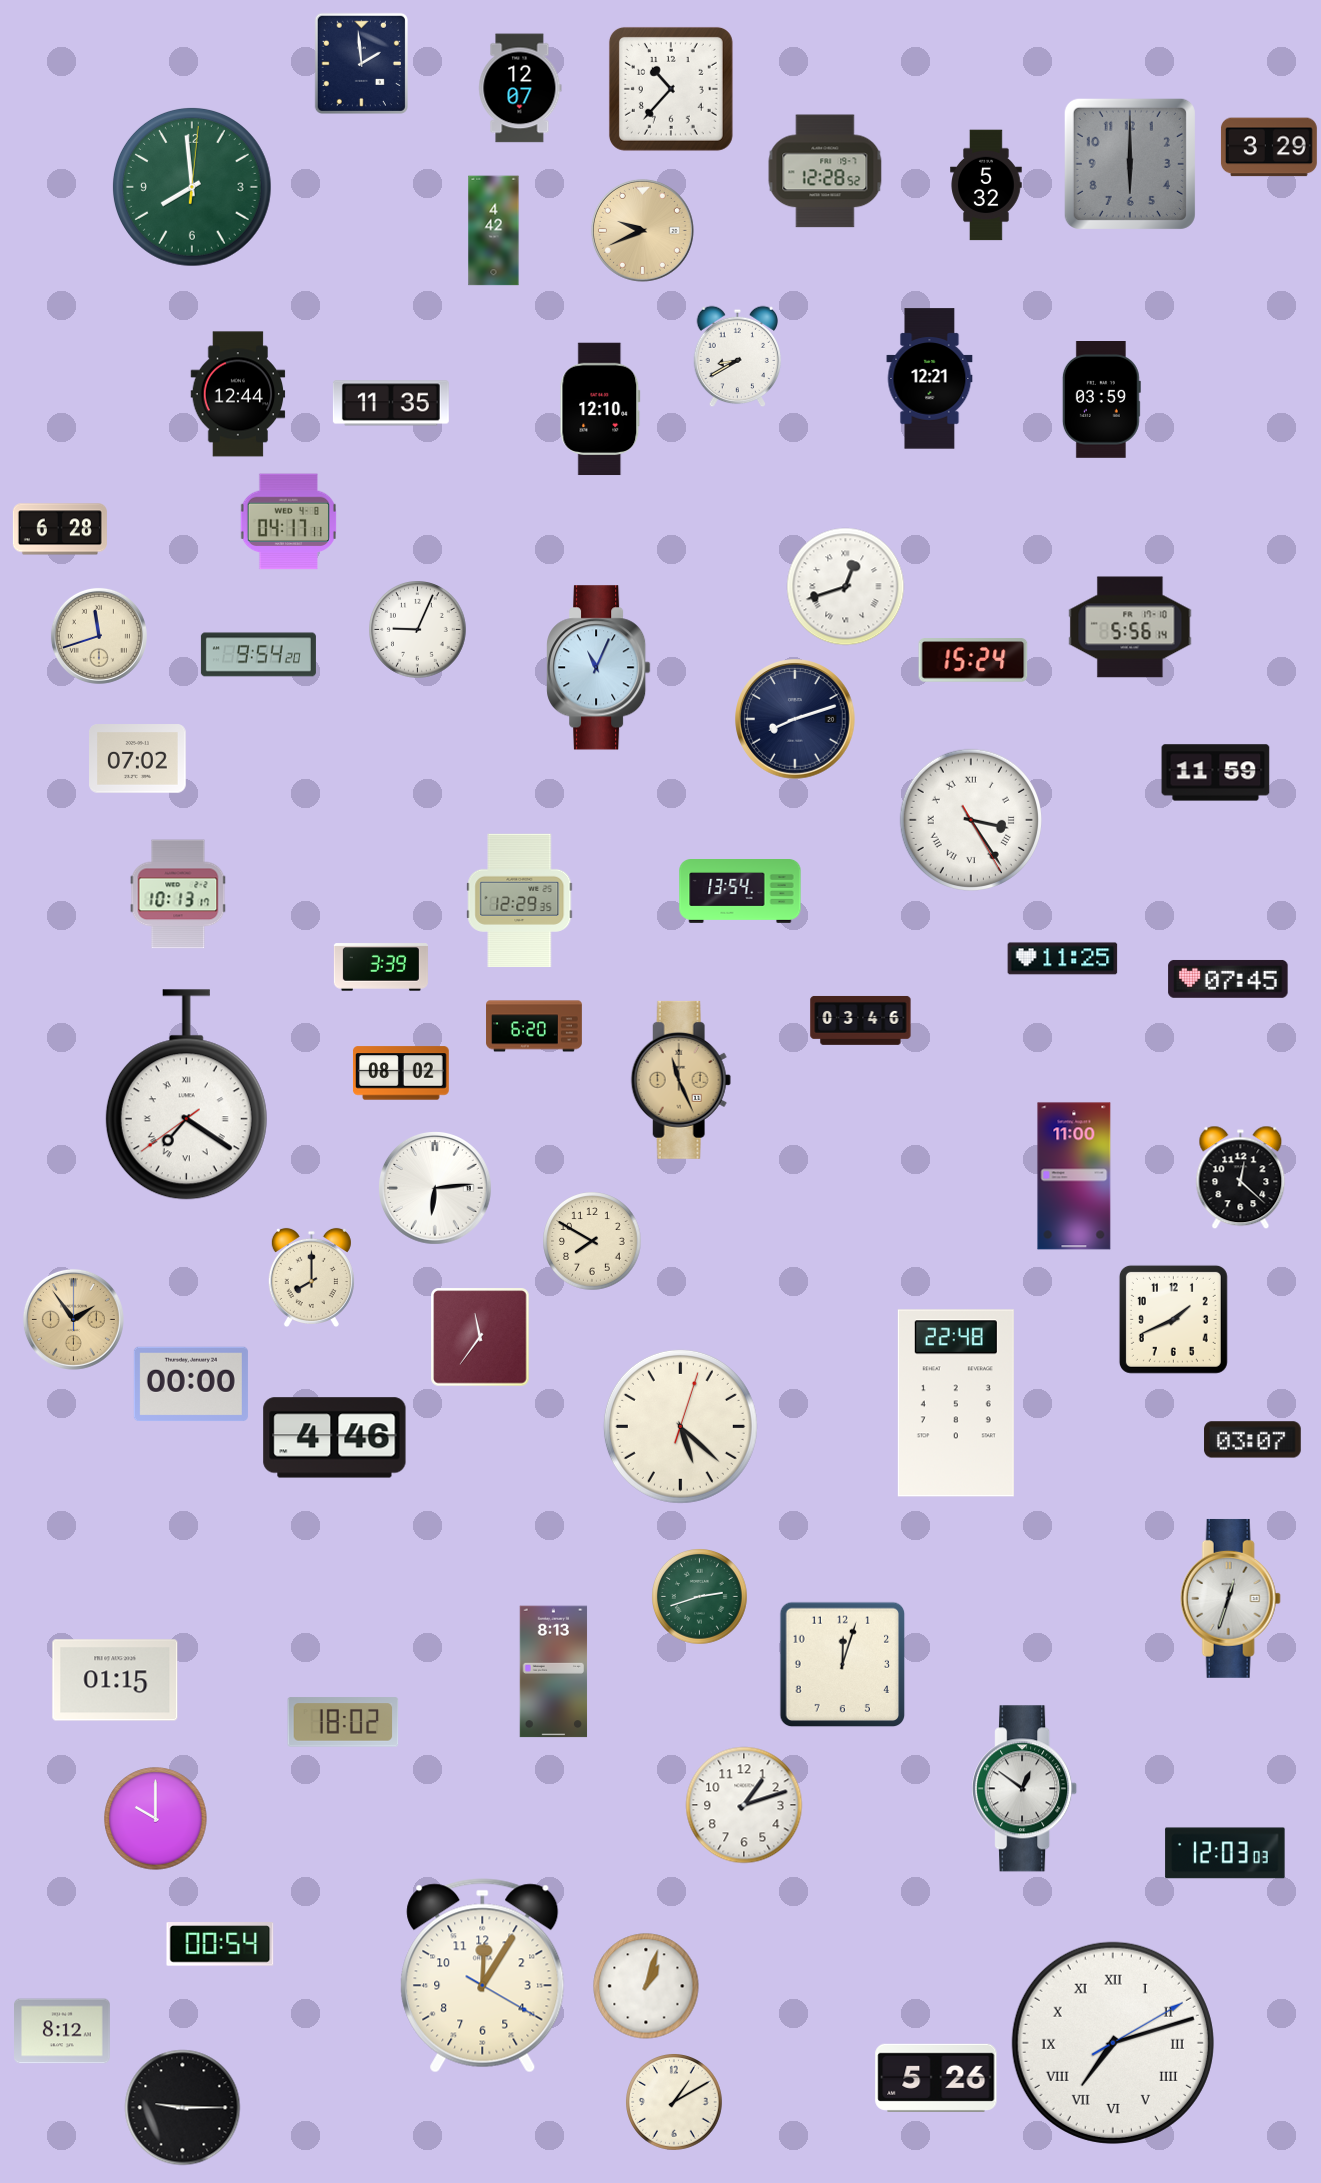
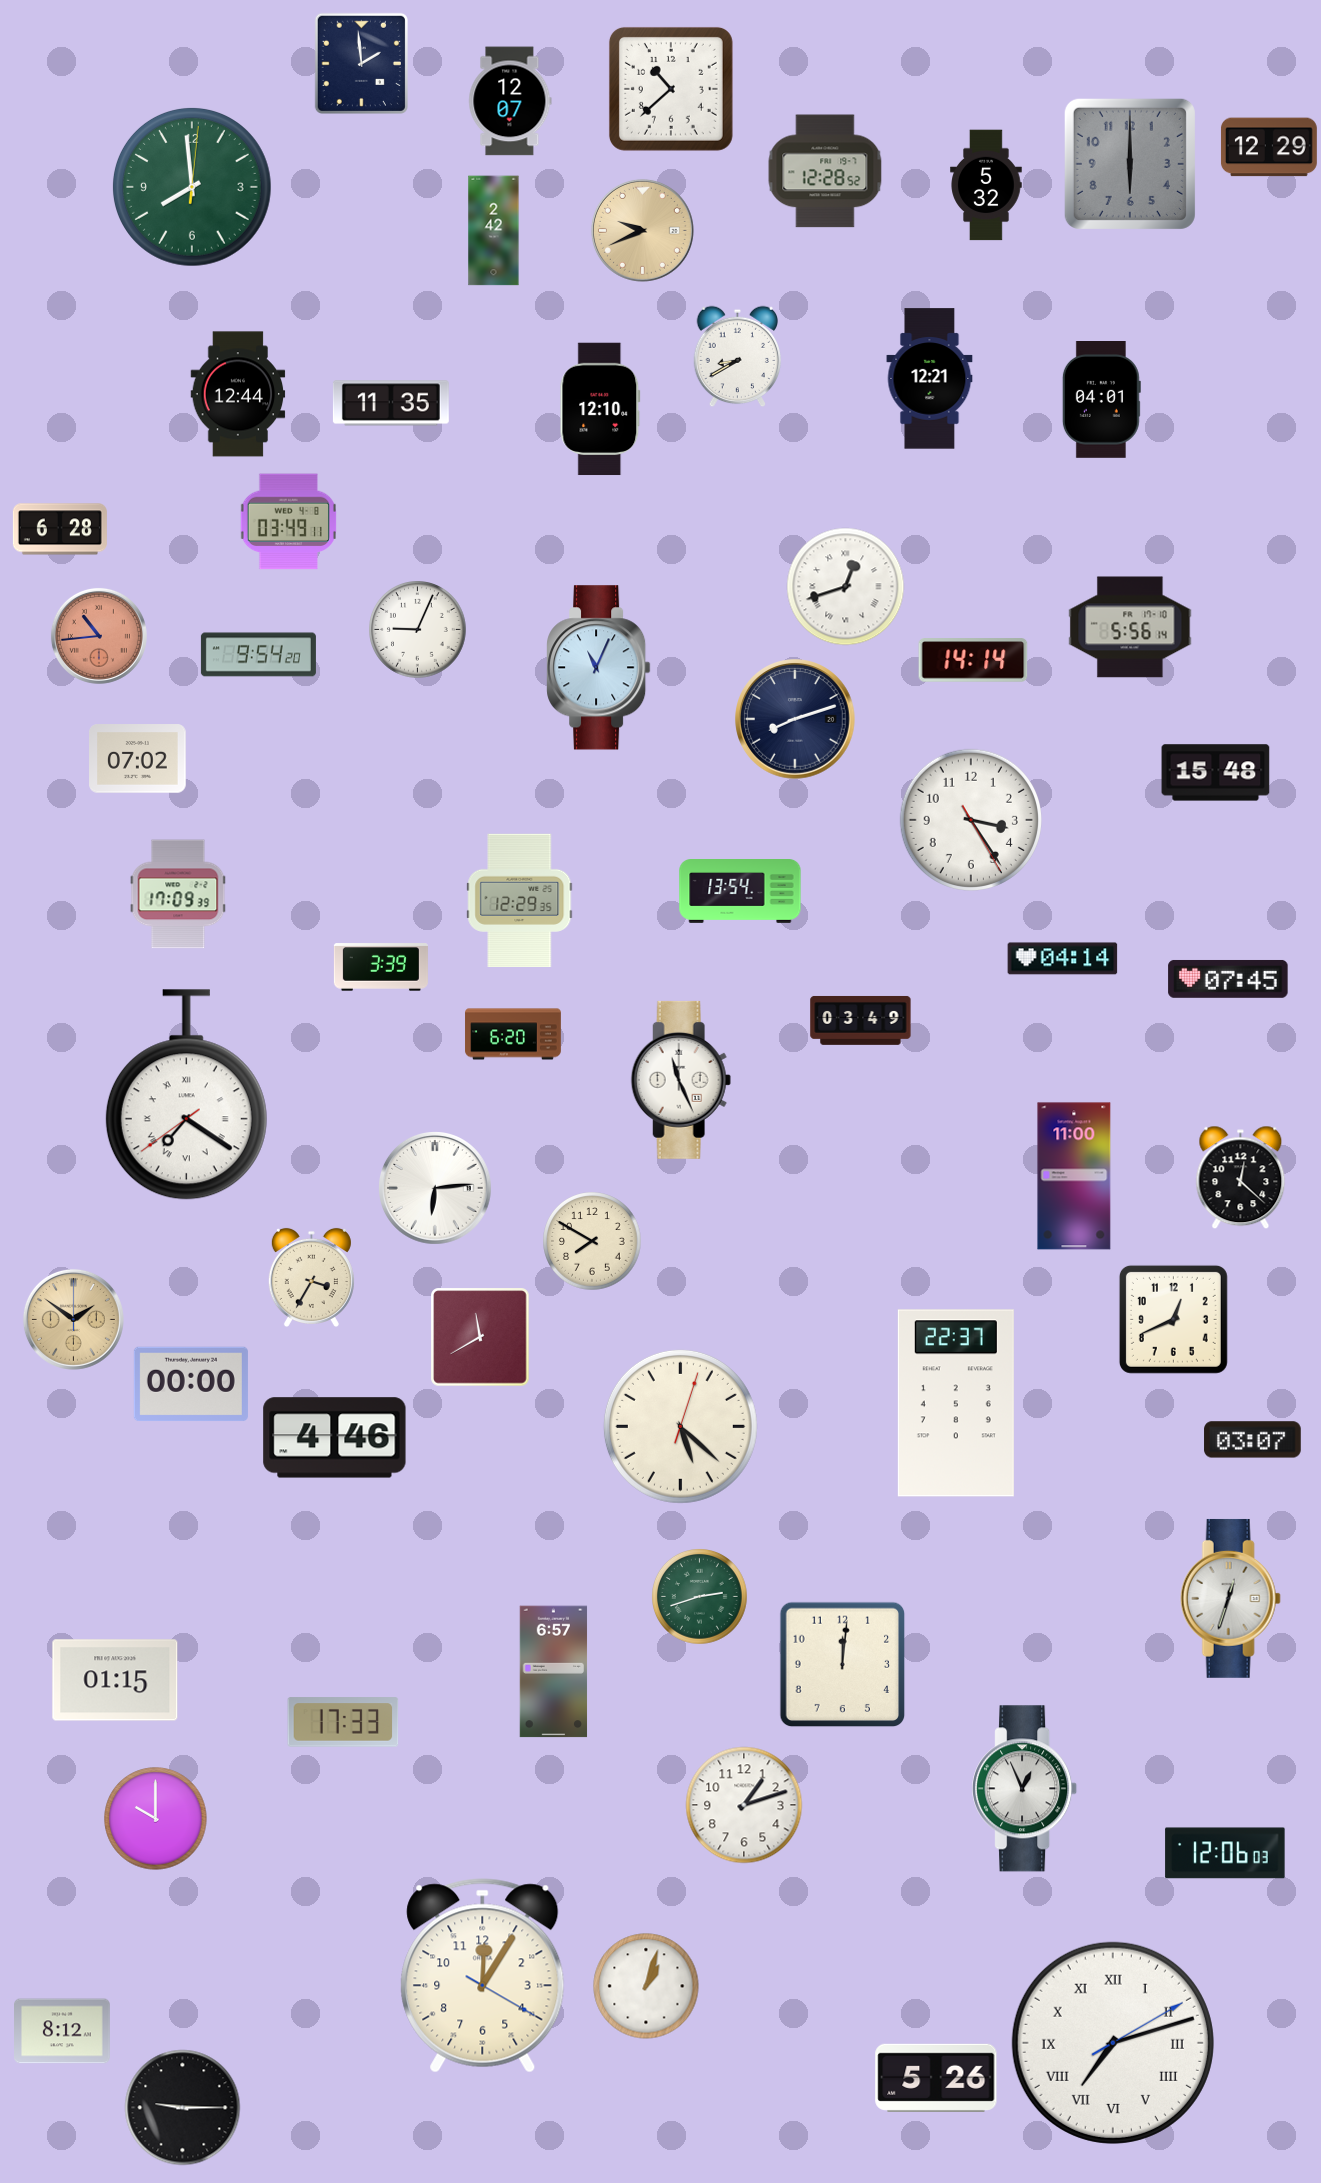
clock at (520, 88) position: (520, 88) -> (510, 101)
clock at (671, 89): 10:37 -> 10:38
clock at (1269, 147): 3:29 -> 12:29
clock at (494, 231): 4:42 -> 2:42
clock at (1101, 400): 03:59 -> 04:01
clock at (288, 522): 04:17 -> 03:49
clock at (99, 636): 11:42 -> 10:44
clock at (99, 636) dial: cream -> salmon
clock at (973, 660): 15:24 -> 14:14
clock at (1216, 773): 11:59 -> 15:48
clock at (971, 820) numerals: Roman -> Arabic
clock at (178, 894): 10:13 -> 17:09
clock at (1063, 959): 11:25 -> 04:14
clock at (861, 1020): 03:46 -> 03:49
clock at (534, 1026) position: (534, 1026) -> (513, 1034)
clock at (401, 1073): 08:02 -> none
clock at (681, 1080) dial: champagne -> white
clock at (311, 1277): 8:00 -> 3:35
clock at (73, 1319): 1:54 -> 1:51
clock at (1173, 1319): 1:41 -> 12:41
clock at (480, 1337): 11:36 -> 11:40
clock at (956, 1403): 22:48 -> 22:37
clock at (843, 1665): 12:03 -> 12:01
clock at (554, 1672): 8:13 -> 6:57
clock at (343, 1722): 18:02 -> 17:33
clock at (1025, 1789): 12:51 -> 12:56
clock at (1225, 1853): 12:03 -> 12:06
clock at (220, 1944): 00:54 -> none
clock at (675, 2103): 1:10 -> none
